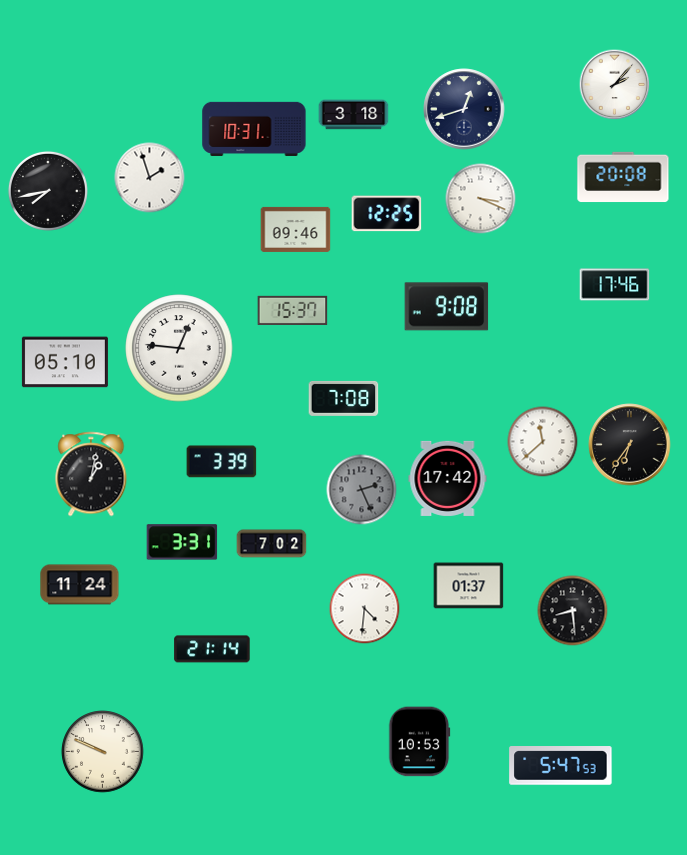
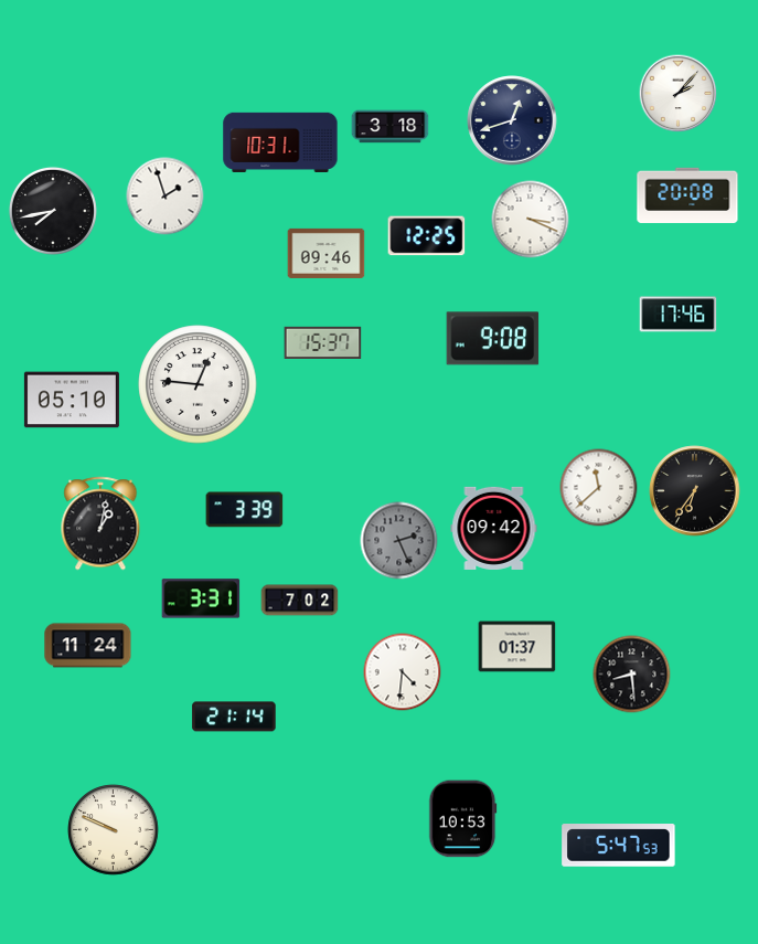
clock at (344, 398): 7:08 -> none
clock at (448, 478): 17:42 -> 09:42
